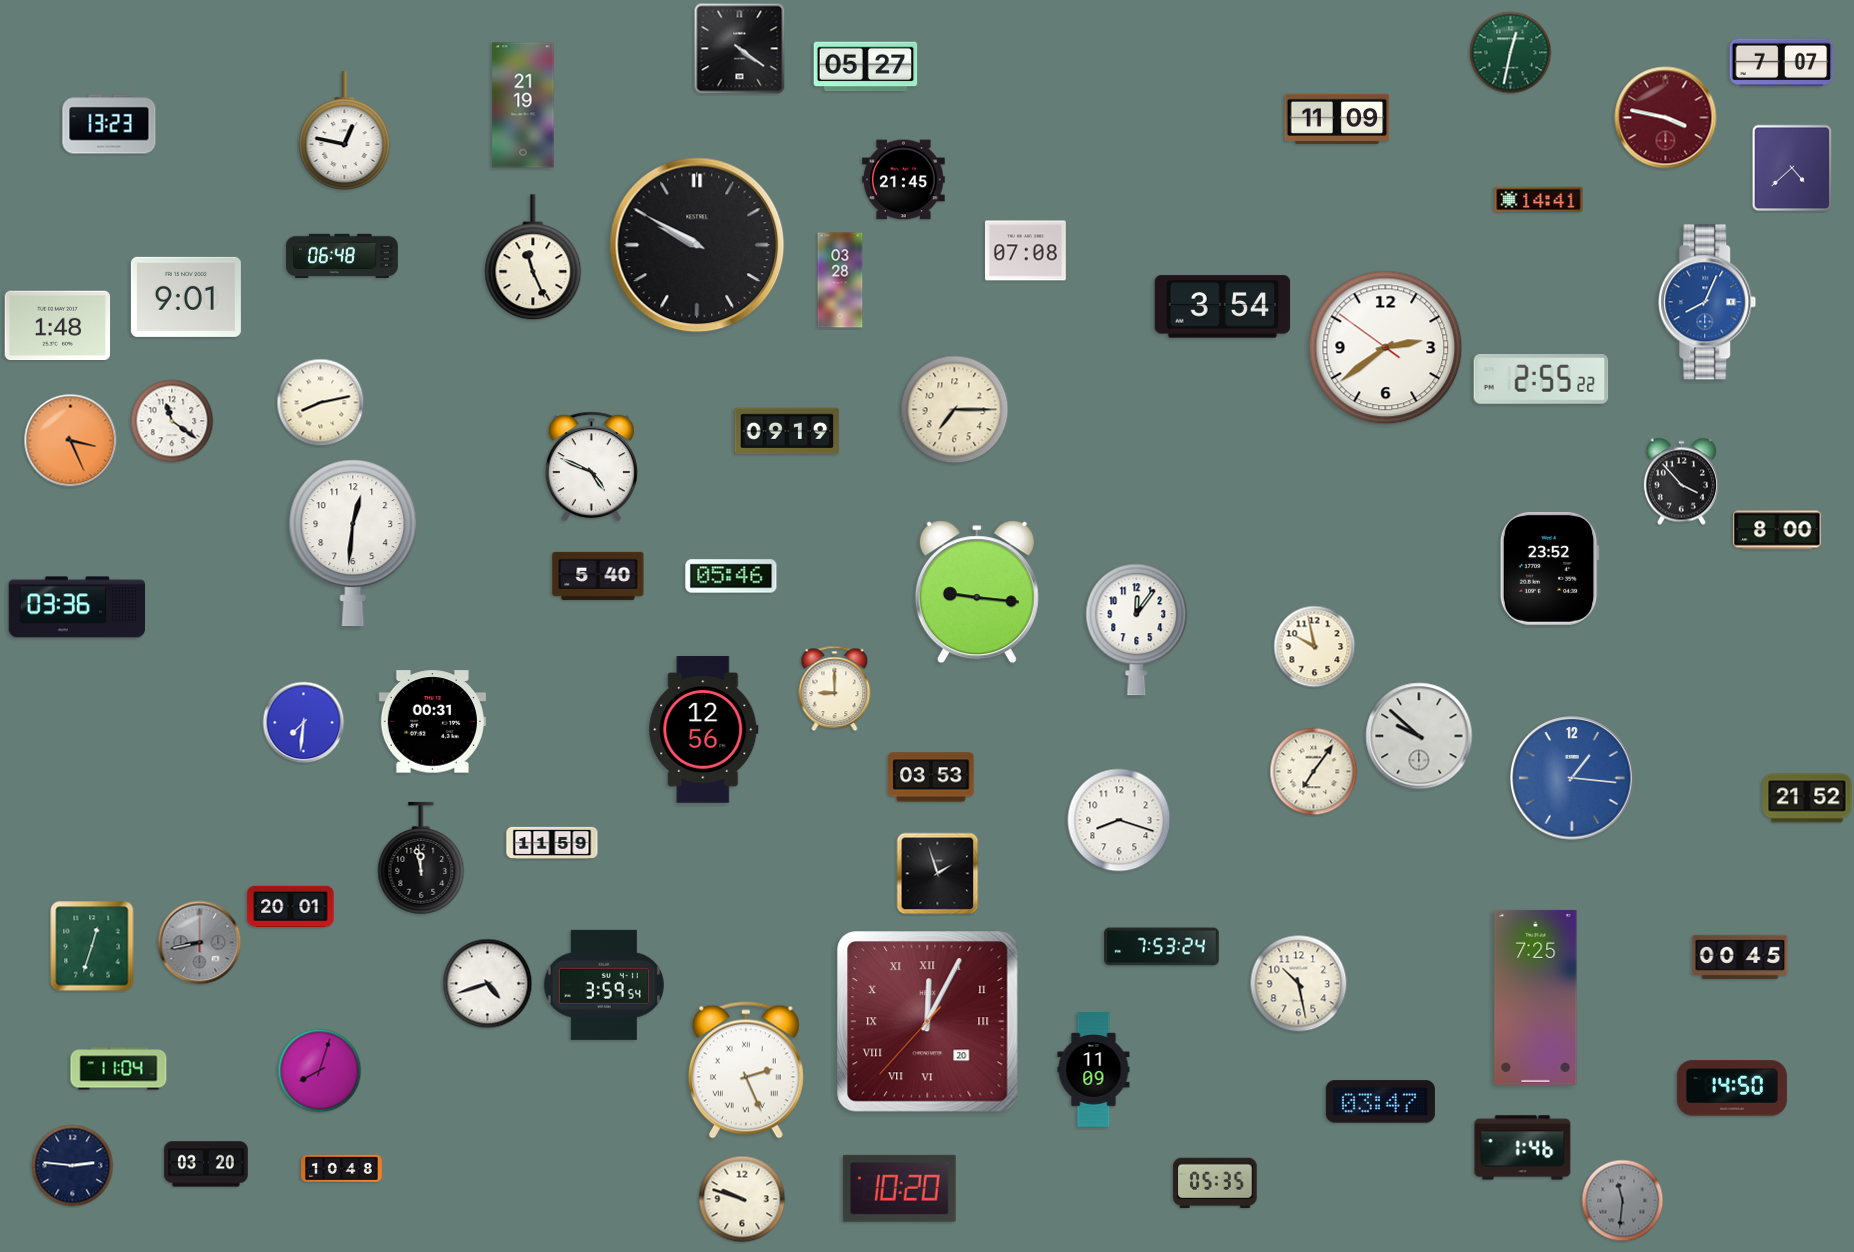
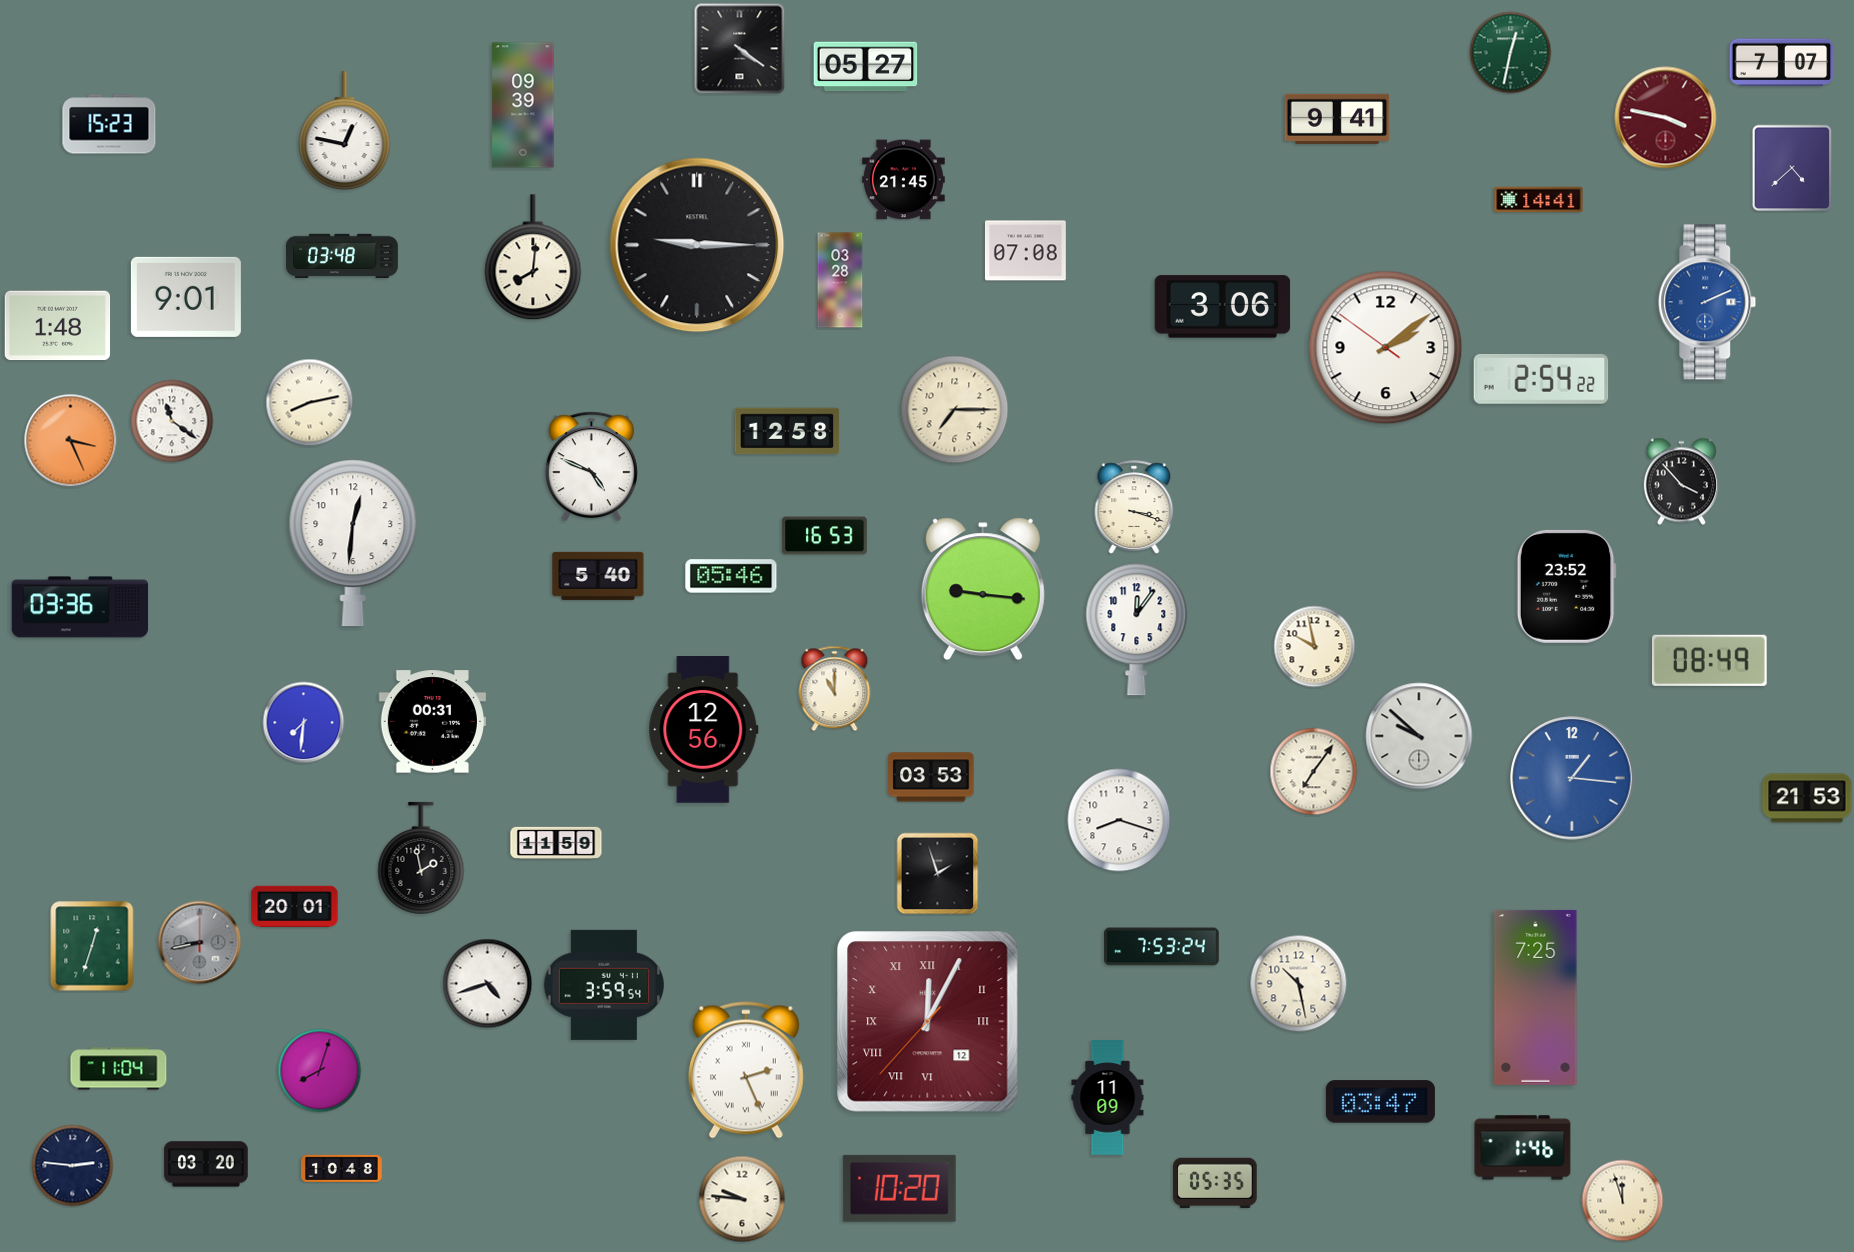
clock at (523, 105): 21:19 -> 09:39
clock at (1337, 119): 11:09 -> 9:41
clock at (109, 124): 13:23 -> 15:23
clock at (697, 245): 9:50 -> 9:15
clock at (342, 255): 06:48 -> 03:48
clock at (533, 258): 11:26 -> 8:01
clock at (1707, 302): 8:04 -> 2:11
clock at (1223, 307): 3:54 -> 3:06
clock at (1386, 348): 2:38 -> 2:08
clock at (1541, 379): 2:55 -> 2:54
clock at (321, 403) position: (321, 403) -> (310, 403)
clock at (787, 431): 09:19 -> 12:58
clock at (1134, 507): none -> 3:18
clock at (1777, 530): 8:00 -> none
clock at (825, 536): none -> 16:53
clock at (1549, 568) position: (1549, 568) -> (1566, 586)
clock at (977, 592) position: (977, 592) -> (983, 589)
clock at (77, 607) position: (77, 607) -> (80, 607)
clock at (1709, 660): none -> 08:49
clock at (835, 689): 9:00 -> 11:00
clock at (1807, 798): 21:52 -> 21:53
clock at (552, 843) position: (552, 843) -> (556, 843)
clock at (421, 858): 11:58 -> 1:58
clock at (291, 906) position: (291, 906) -> (295, 906)
clock at (1740, 957): 00:45 -> none
clock at (928, 1022) date: 20 -> 12
clock at (1094, 1070) position: (1094, 1070) -> (1108, 1098)
clock at (1732, 1088): 14:50 -> none
clock at (742, 1199): 9:48 -> 9:46
clock at (1623, 1201): 11:31 -> 11:57
clock at (1623, 1201) dial: grey -> cream
